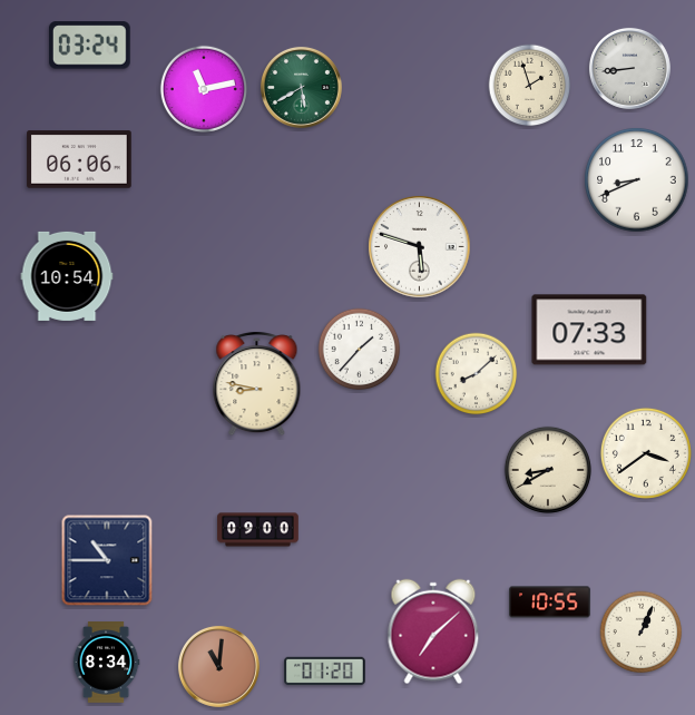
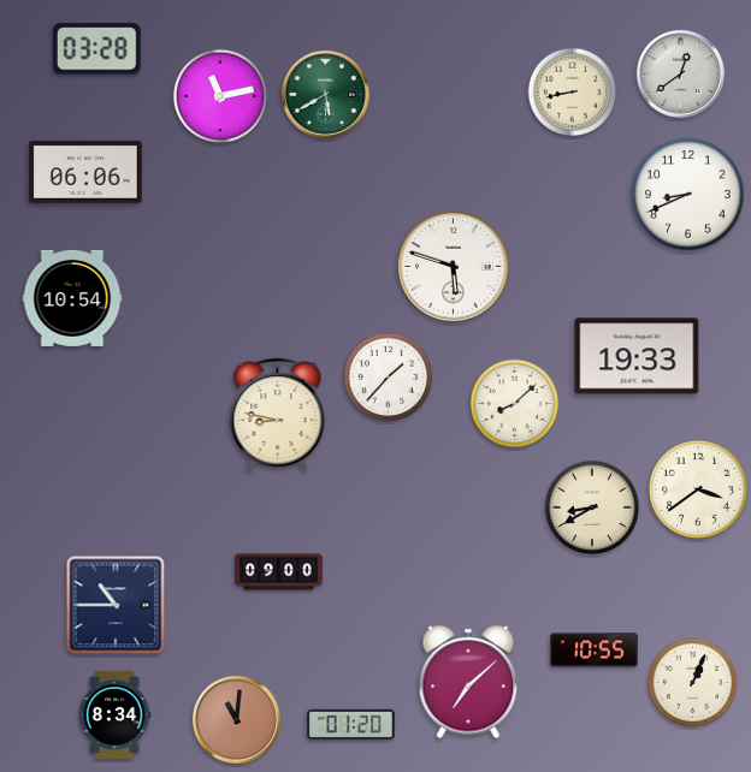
clock at (89, 46): 03:24 -> 03:28
clock at (629, 68): 8:44 -> 12:39
clock at (530, 86): 1:57 -> 8:43
clock at (589, 330): 07:33 -> 19:33
